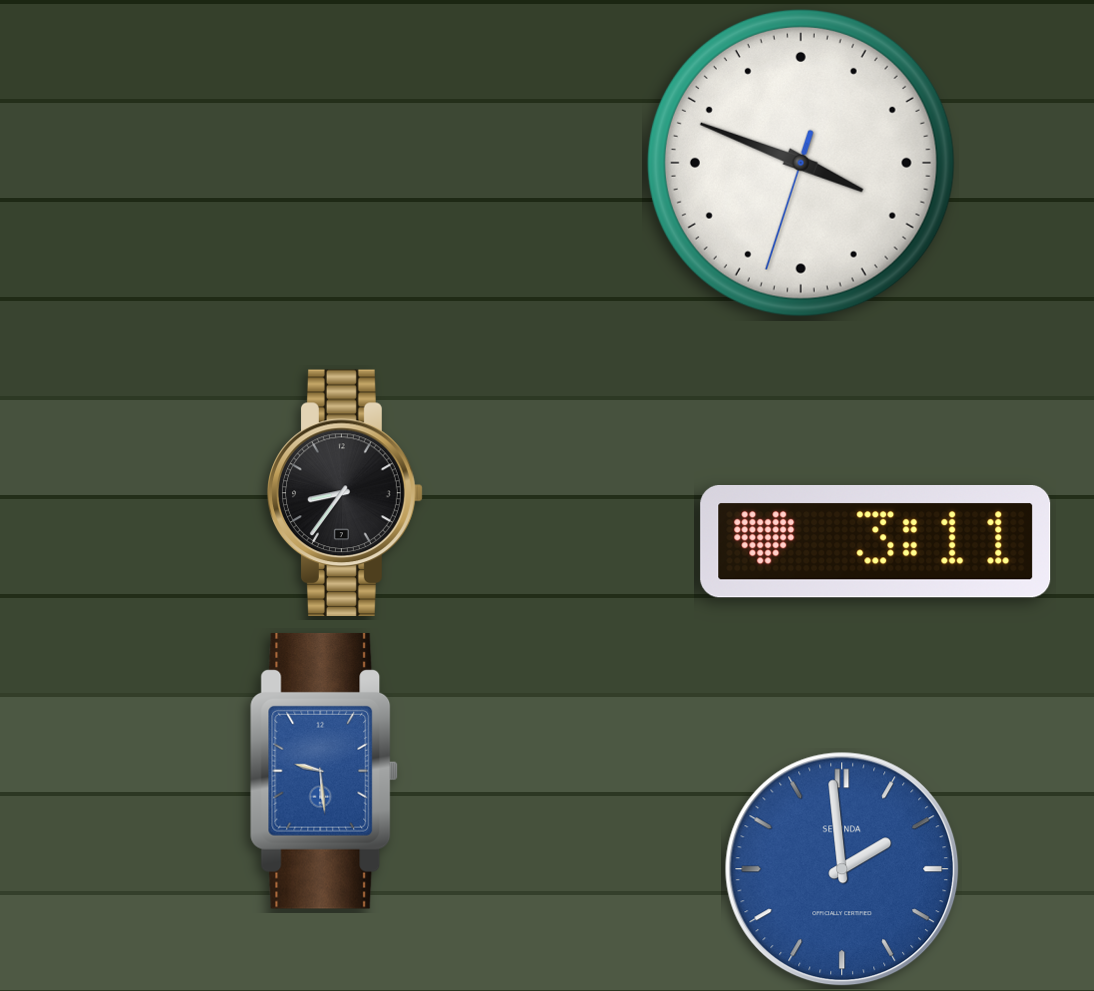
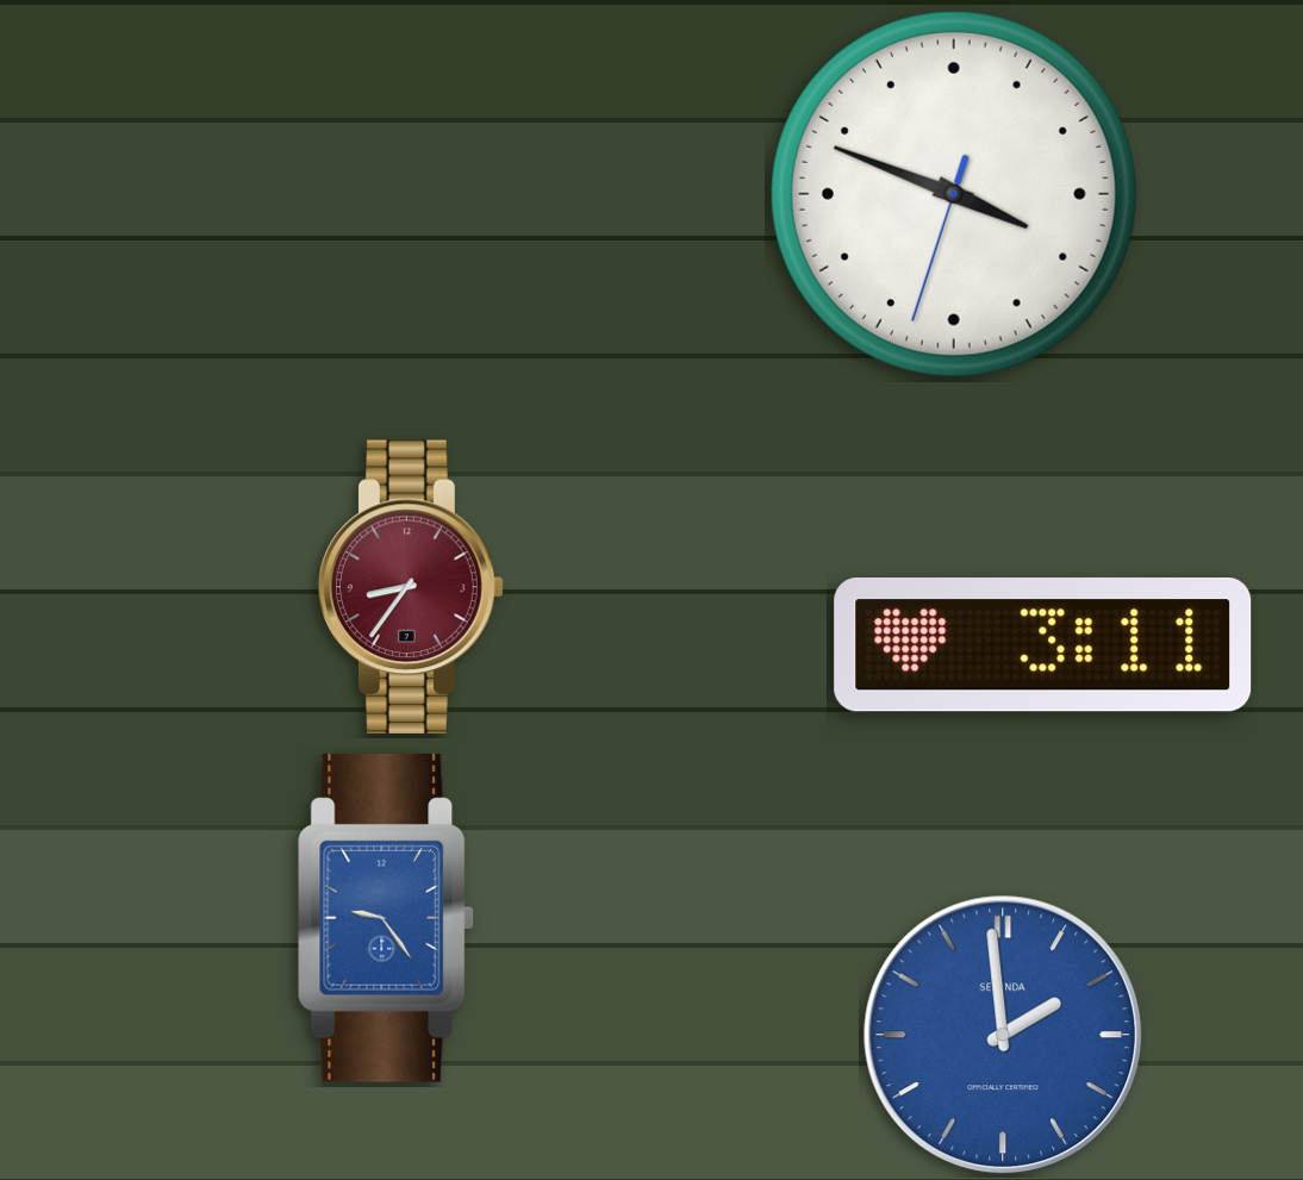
clock at (345, 492) dial: black -> burgundy
clock at (324, 771): 9:29 -> 9:24
